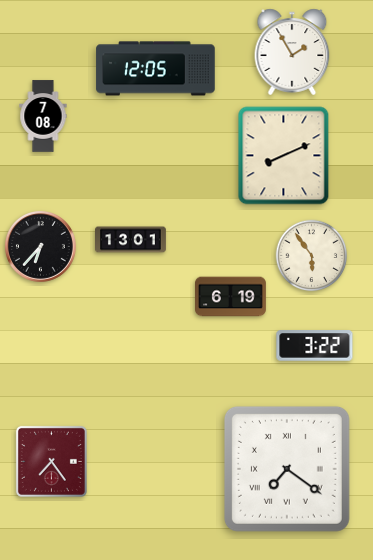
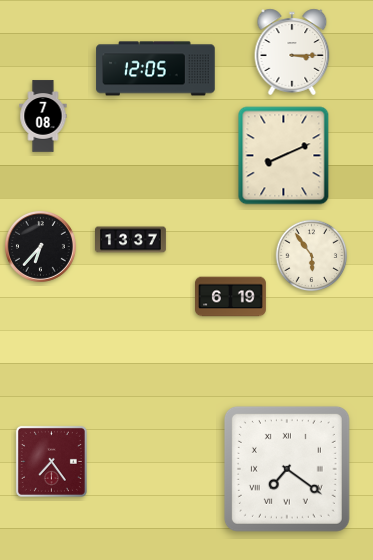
clock at (292, 52): 1:55 -> 3:15
clock at (131, 240): 13:01 -> 13:37
clock at (315, 346): 3:22 -> none
